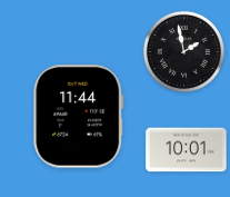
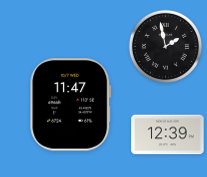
clock at (79, 117): 11:44 -> 11:47
clock at (187, 150): 10:01 -> 12:39
